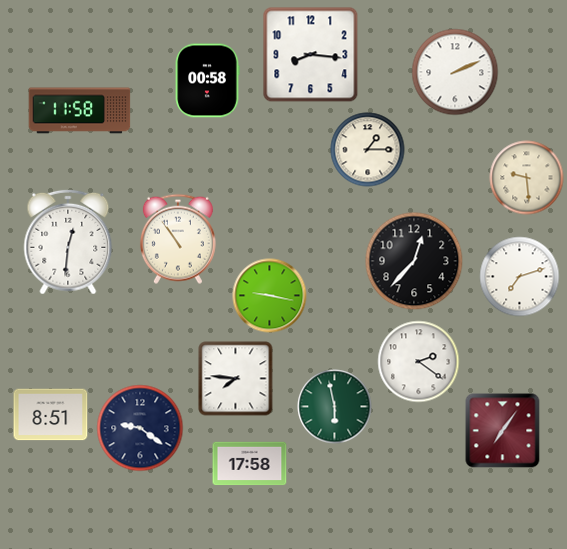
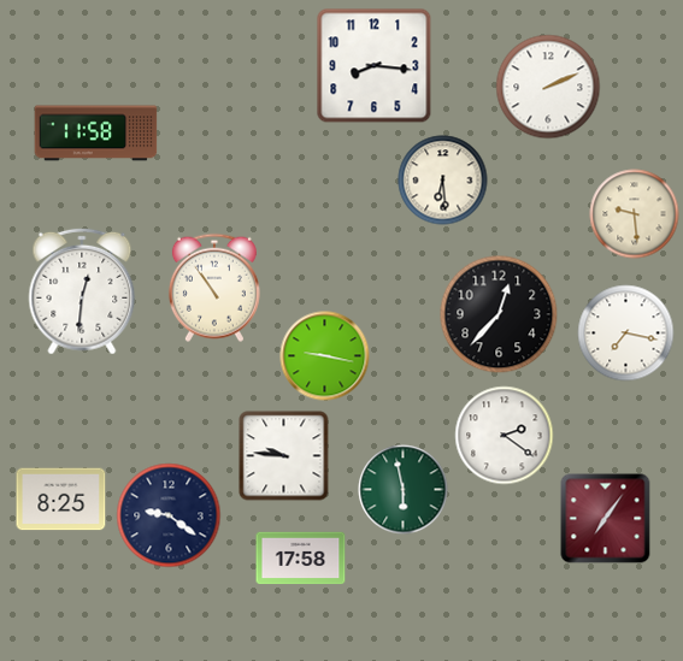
clock at (207, 81): 00:58 -> none
clock at (368, 150): 1:15 -> 6:29
clock at (520, 277): 7:12 -> 7:17
clock at (236, 379): 7:46 -> 9:46
clock at (51, 415): 8:51 -> 8:25
